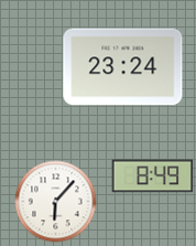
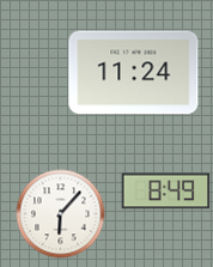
clock at (123, 67): 23:24 -> 11:24
clock at (56, 202) position: (56, 202) -> (61, 214)
